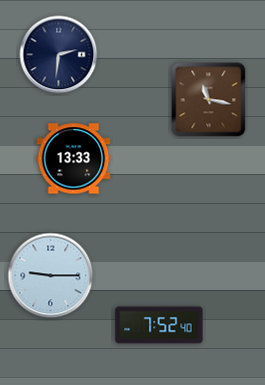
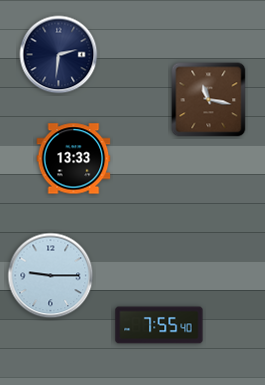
clock at (159, 325): 7:52 -> 7:55
